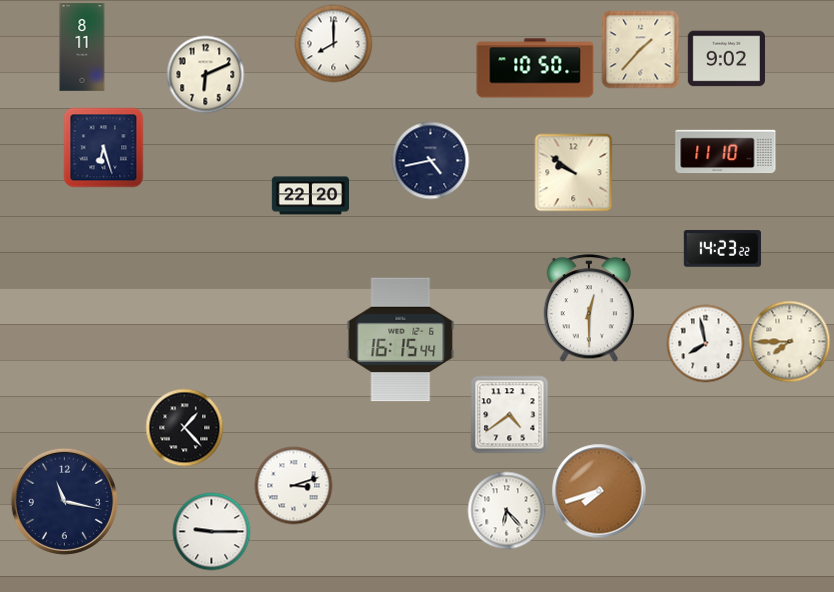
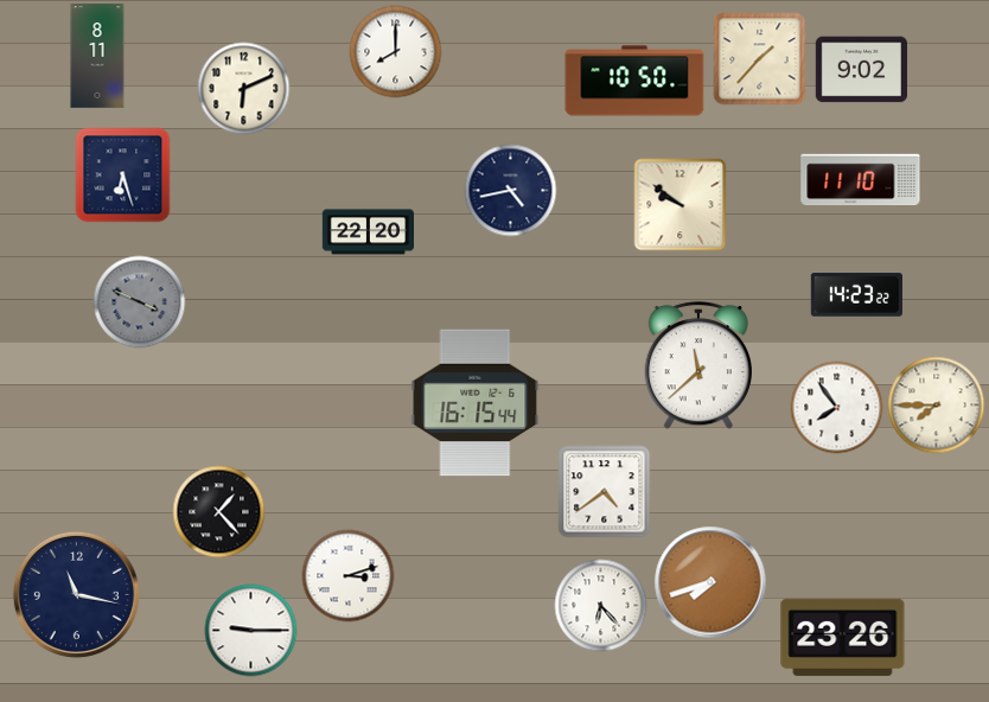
clock at (139, 301): none -> 3:49
clock at (588, 308): 12:30 -> 11:38
clock at (705, 343): 7:58 -> 7:54
clock at (184, 427) position: (184, 427) -> (218, 511)
clock at (843, 637): none -> 23:26
